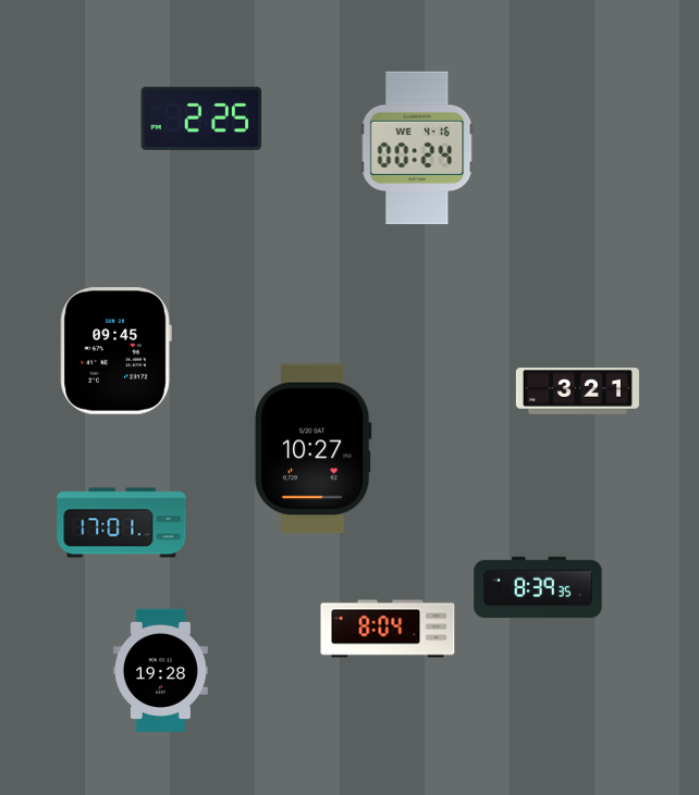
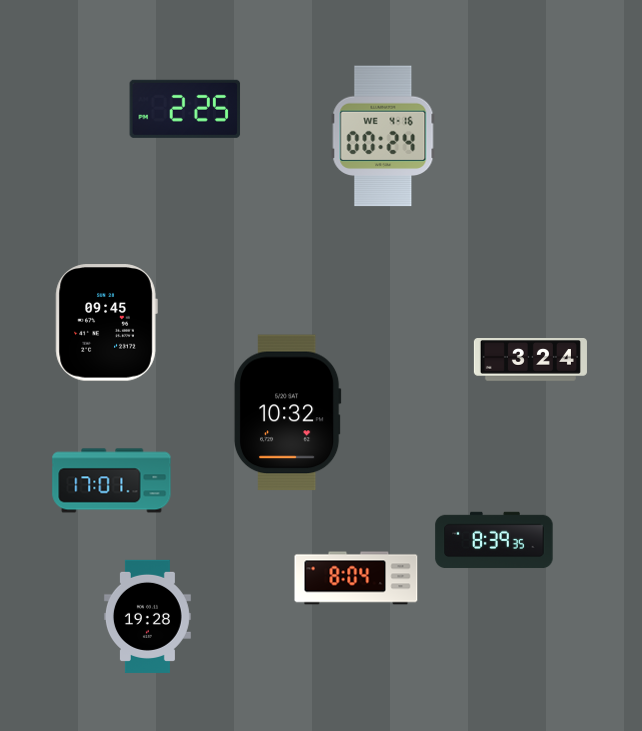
clock at (577, 392): 3:21 -> 3:24
clock at (312, 449): 10:27 -> 10:32
